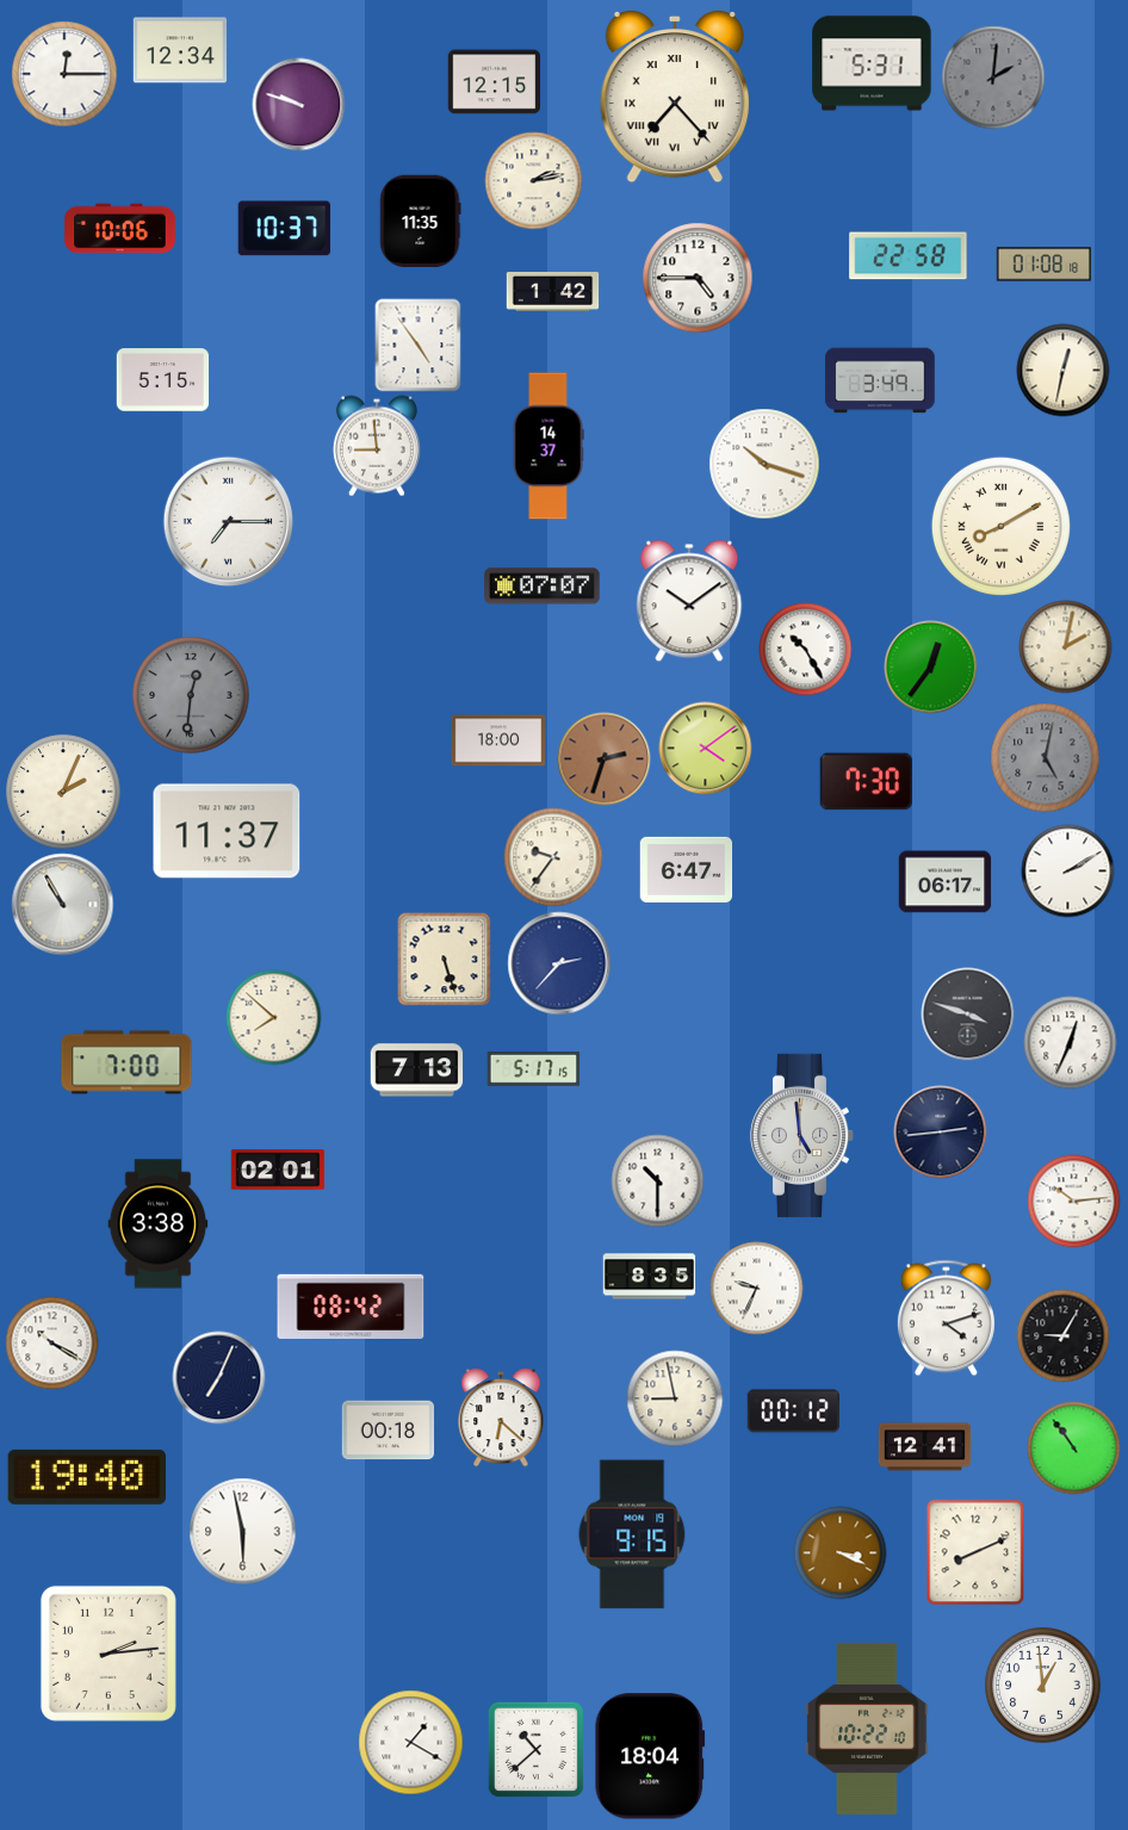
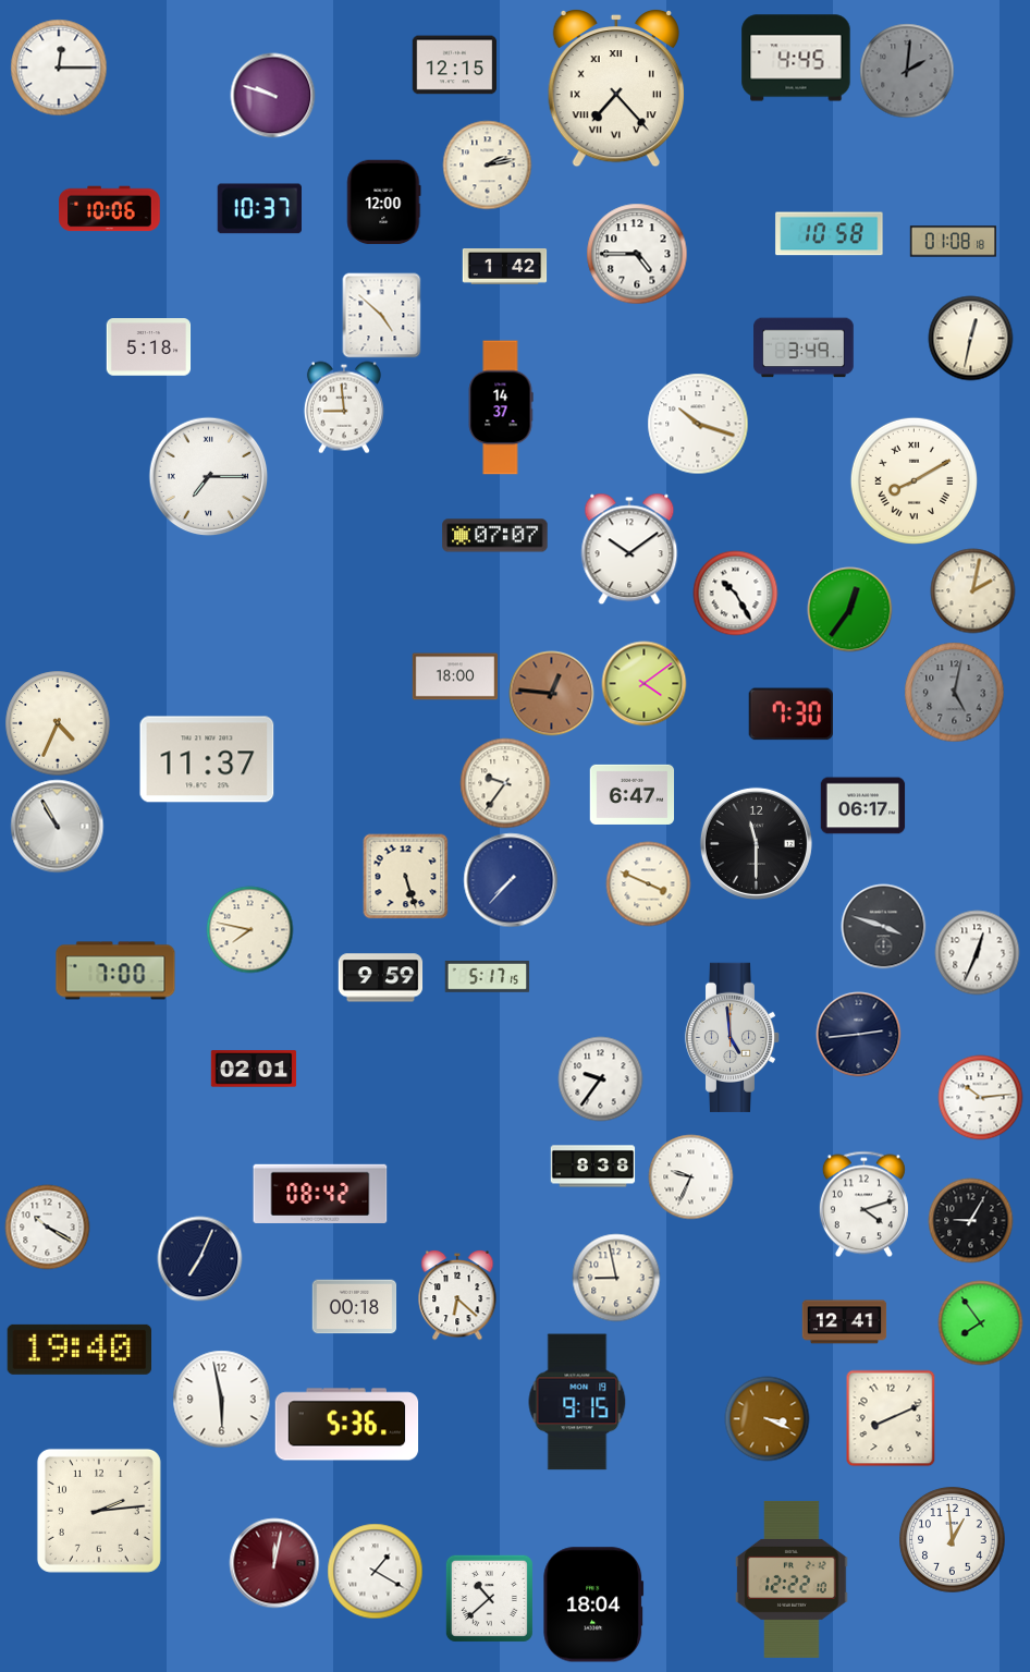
clock at (180, 50): 12:34 -> none
clock at (872, 63): 5:31 -> 4:45
clock at (494, 82) position: (494, 82) -> (454, 65)
clock at (421, 221): 11:35 -> 12:00
clock at (909, 256): 22:58 -> 10:58
clock at (419, 345): 4:54 -> 4:52
clock at (162, 380): 5:15 -> 5:18
clock at (191, 695): 12:31 -> none
clock at (603, 758): 2:33 -> 12:46
clock at (63, 792): 2:04 -> 4:34
clock at (686, 869) position: (686, 869) -> (632, 794)
clock at (1067, 870): 2:10 -> none
clock at (756, 843): none -> 11:30
clock at (559, 963): 2:37 -> 7:37
clock at (648, 883): none -> 3:49
clock at (273, 1017): 7:52 -> 7:47
clock at (416, 1071): 7:13 -> 9:59
clock at (657, 1180): 10:30 -> 9:36
clock at (159, 1224): 3:38 -> none
clock at (649, 1277): 8:35 -> 8:38
clock at (793, 1412): 00:12 -> none
clock at (1073, 1447): 10:54 -> 7:54
clock at (347, 1425): none -> 5:36
clock at (274, 1563): none -> 12:02
clock at (867, 1729): 10:22 -> 12:22
clock at (410, 1742) position: (410, 1742) -> (375, 1571)
